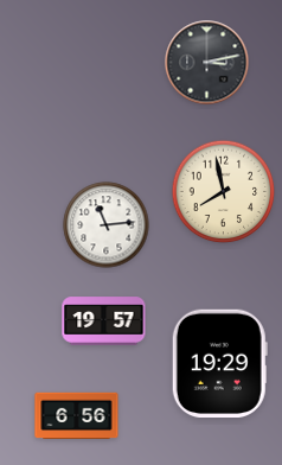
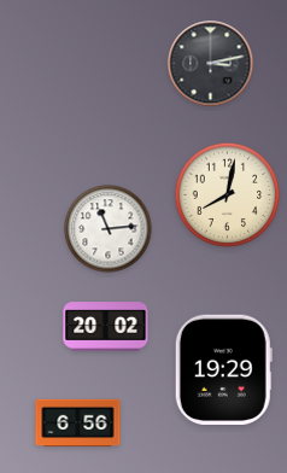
clock at (224, 192): 7:58 -> 8:02
clock at (104, 321): 19:57 -> 20:02
